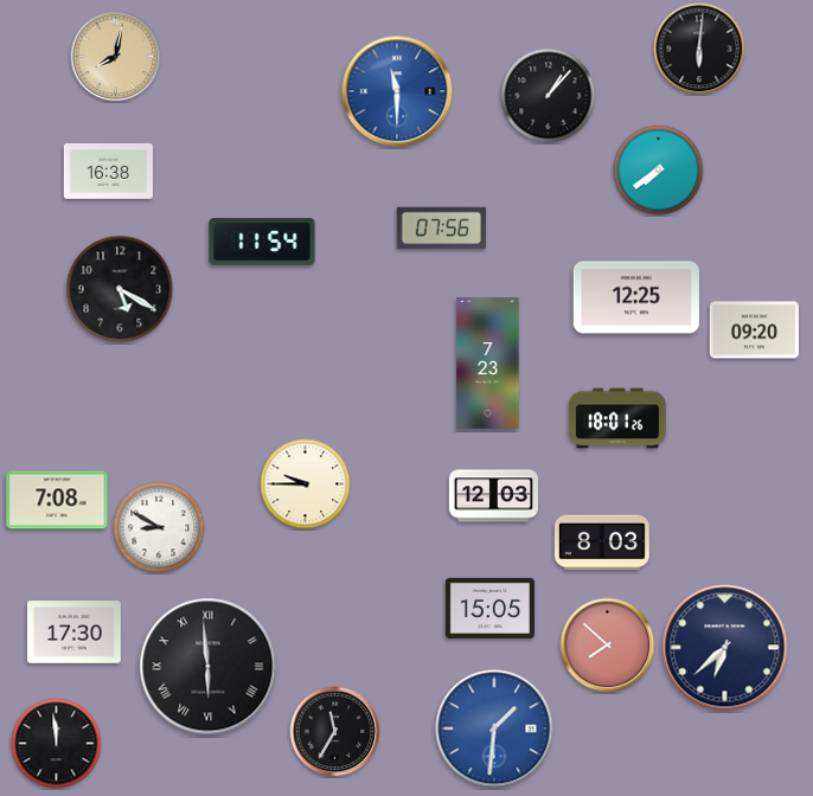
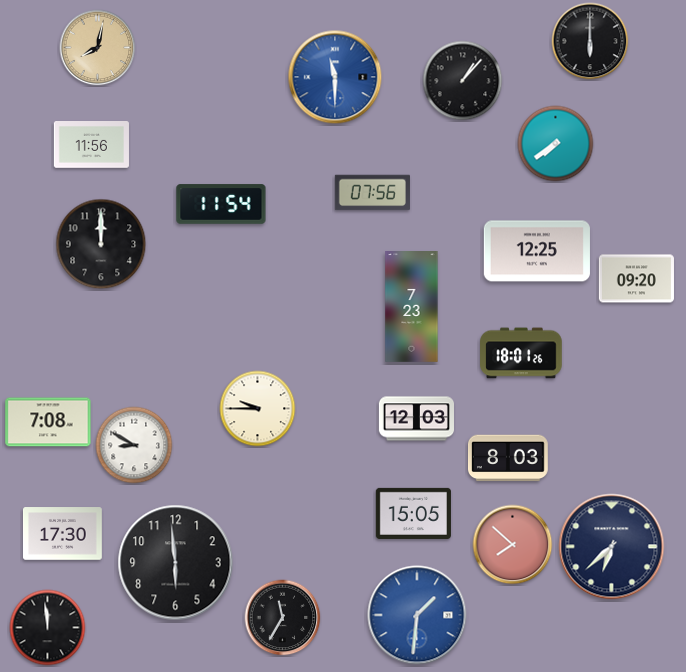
clock at (699, 49): 6:01 -> 6:00
clock at (108, 172): 16:38 -> 11:56
clock at (120, 289): 5:20 -> 12:00
clock at (209, 667) numerals: Roman -> Arabic
